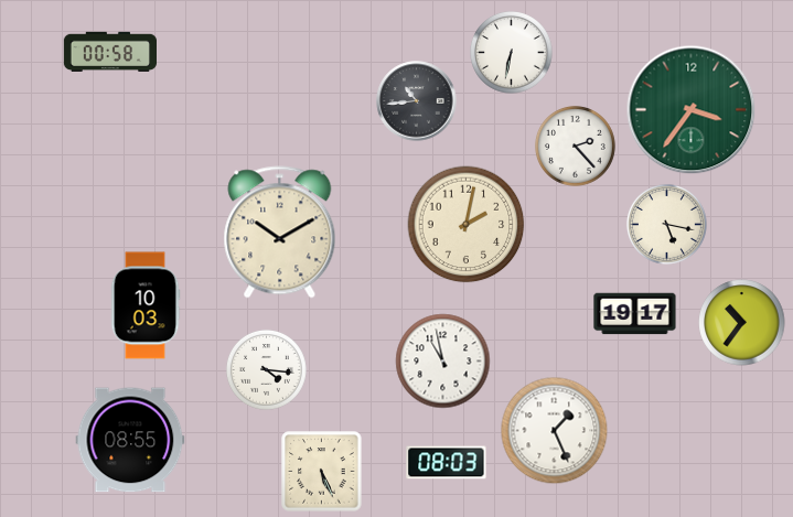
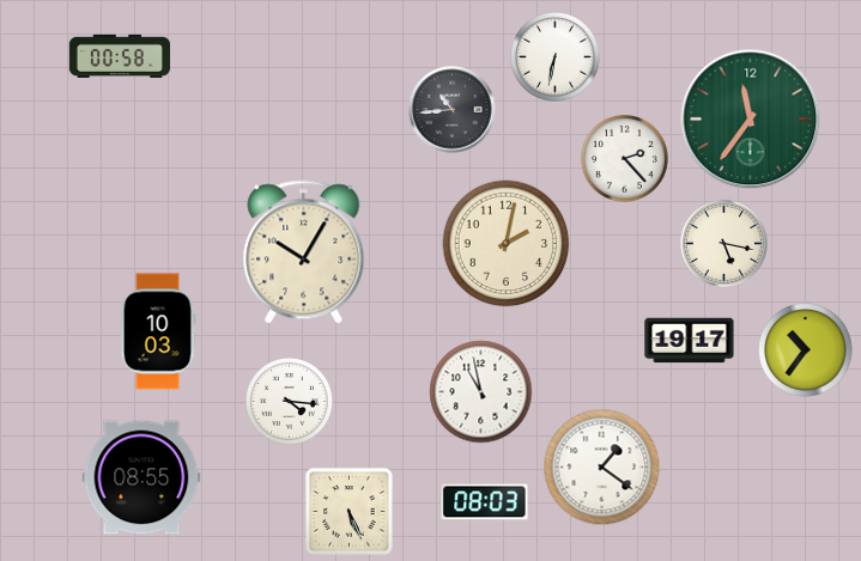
clock at (692, 110): 3:36 -> 11:36
clock at (280, 233): 10:10 -> 10:05
clock at (555, 431): 1:26 -> 1:21
